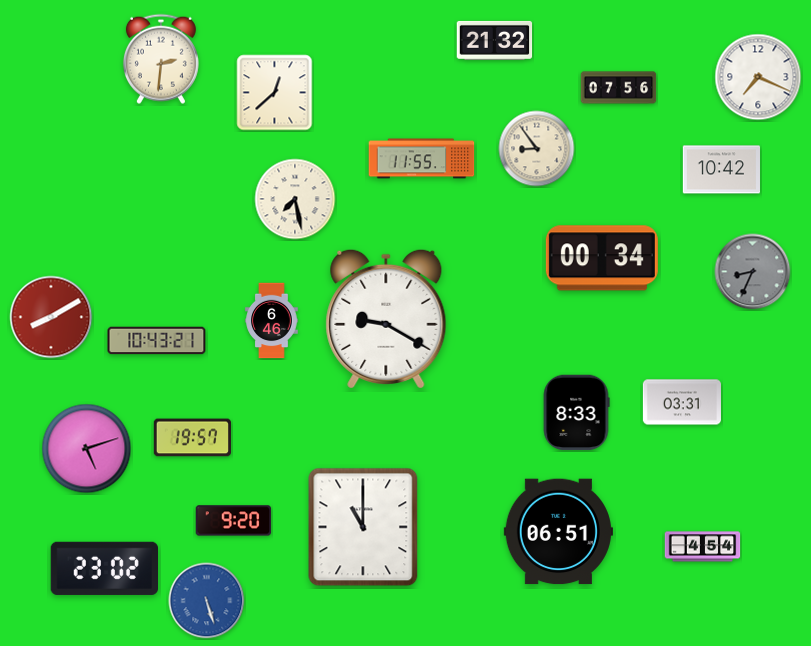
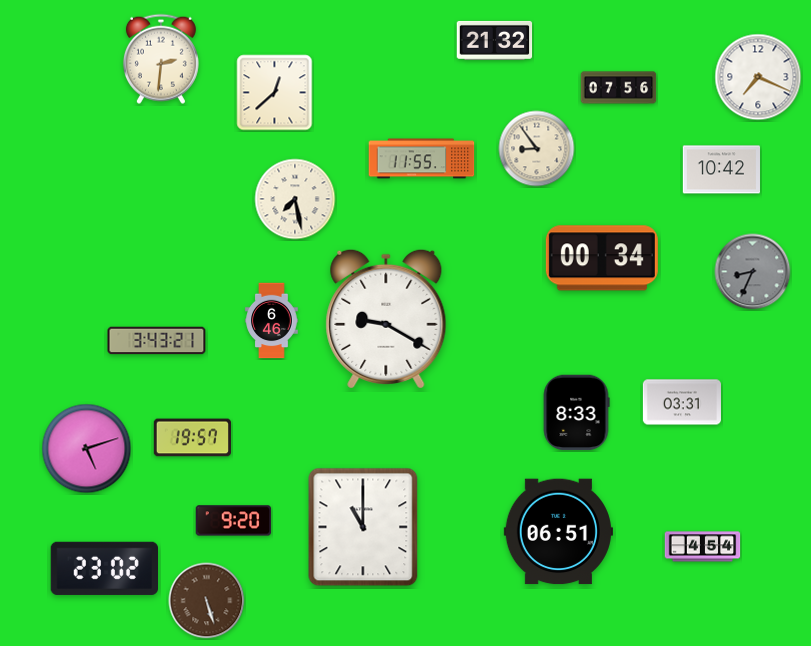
clock at (51, 317): 8:10 -> none
clock at (157, 341): 10:43 -> 3:43
clock at (207, 601) dial: blue -> brown
